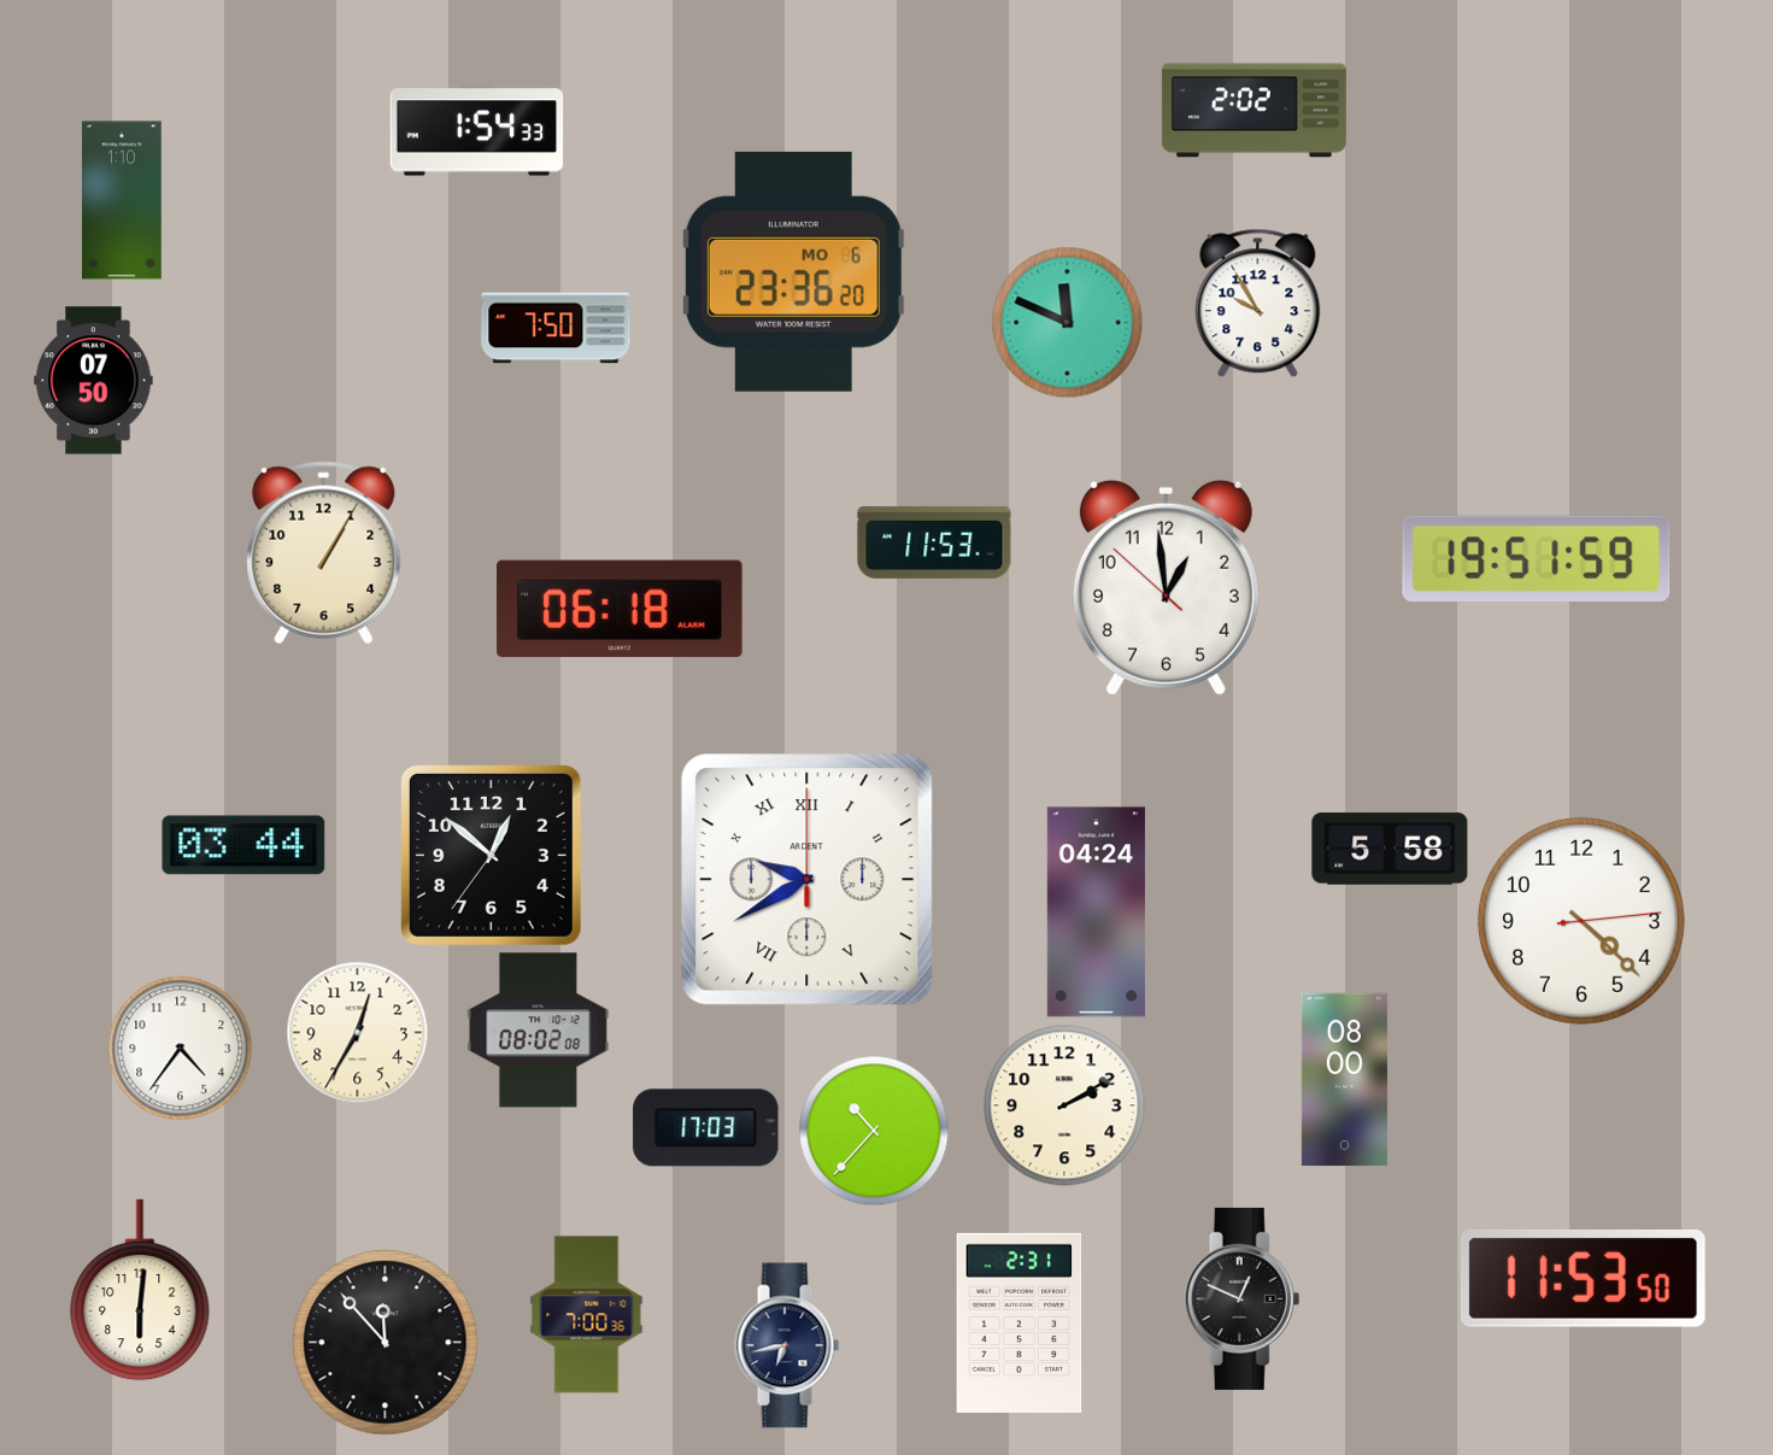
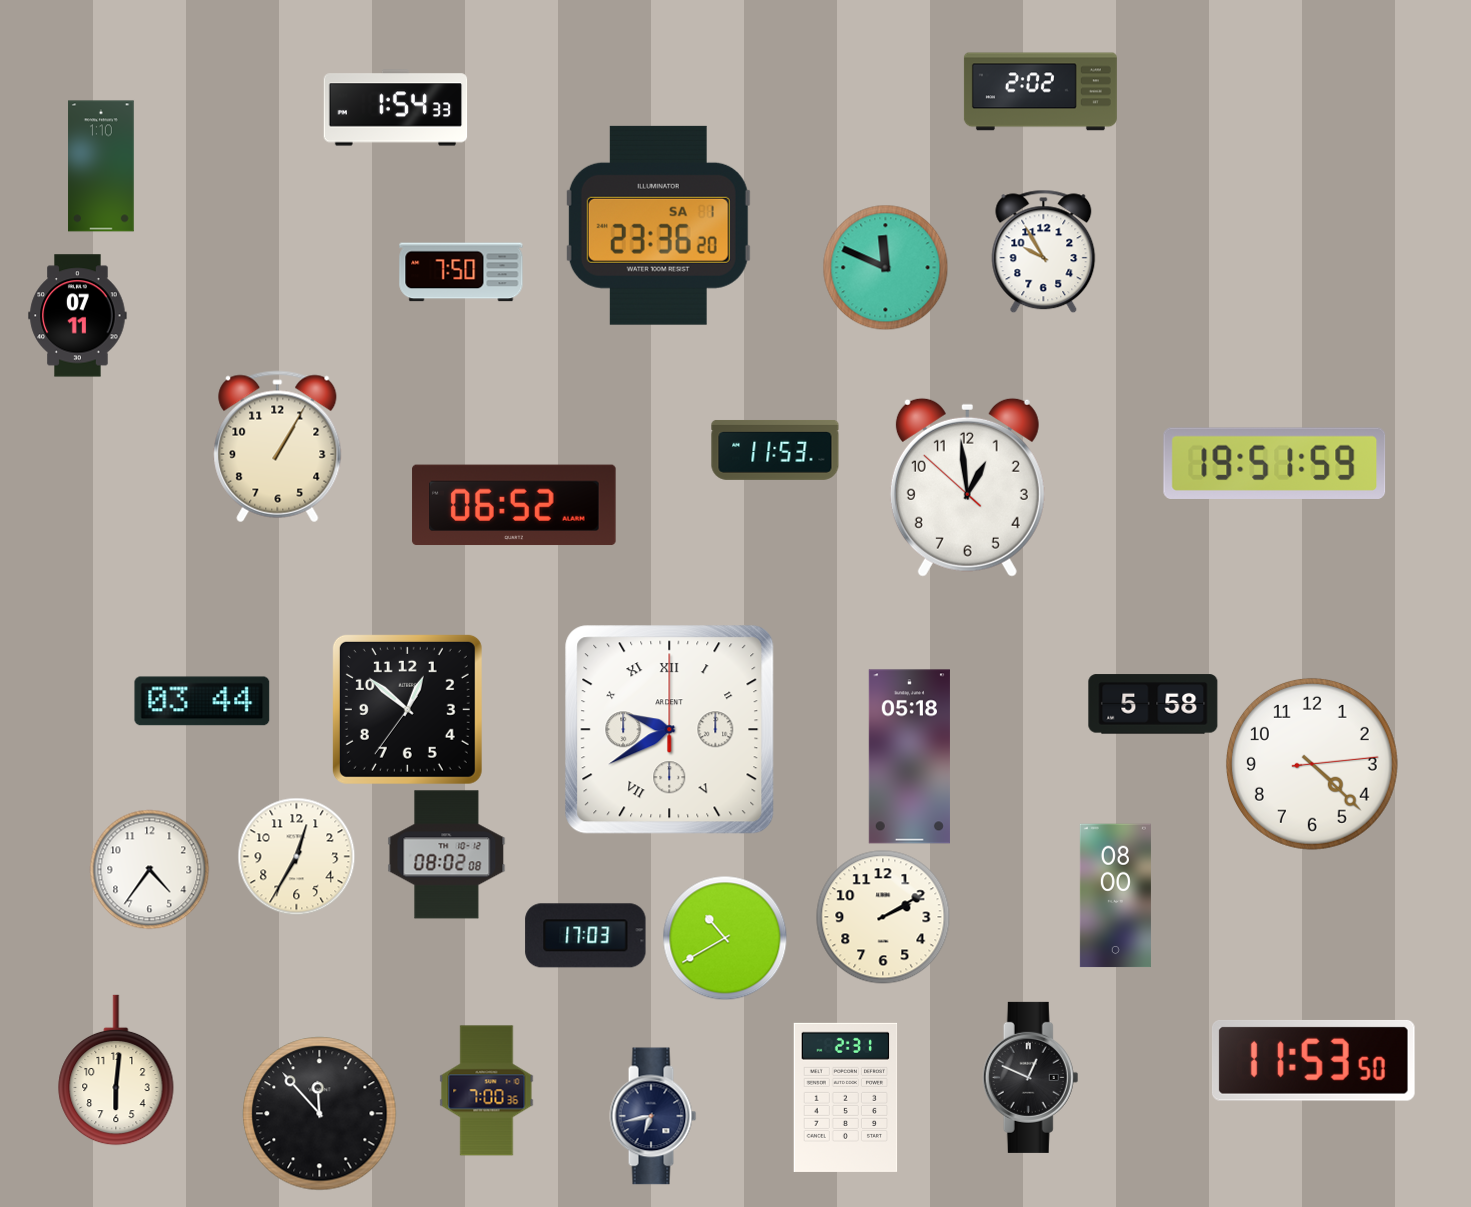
clock at (793, 271) date: MO 6 -> SA 1
clock at (94, 381): 07:50 -> 07:11
clock at (324, 553) position: (324, 553) -> (278, 447)
clock at (620, 609): 06:18 -> 06:52
clock at (1096, 913): 04:24 -> 05:18
clock at (874, 1131): 10:37 -> 10:40
